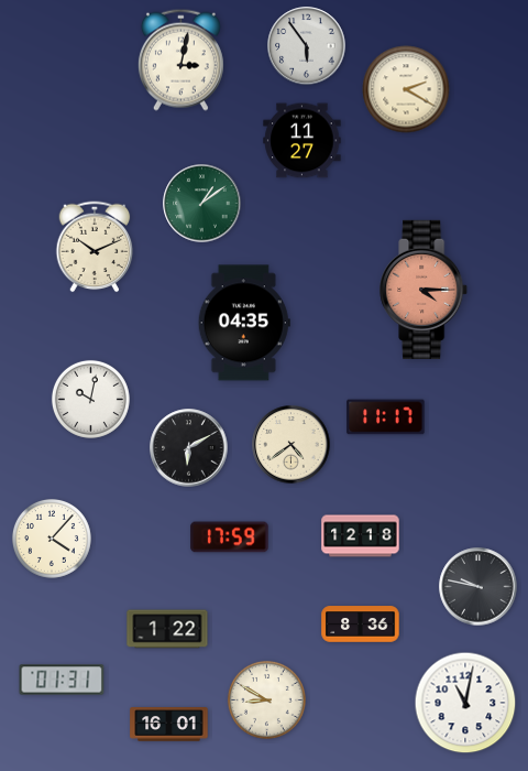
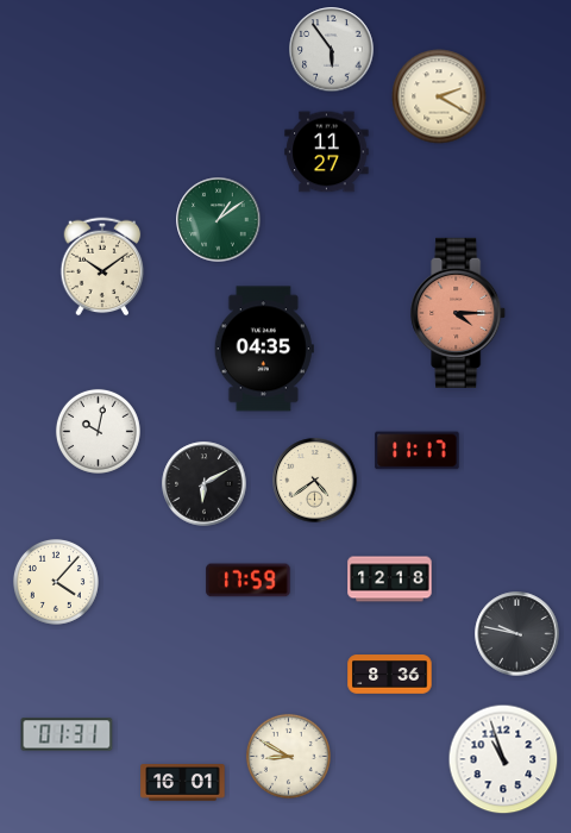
clock at (180, 59): 3:02 -> none
clock at (95, 247): 10:11 -> 10:09
clock at (167, 629): 1:22 -> none
clock at (465, 703): 11:02 -> 10:57
